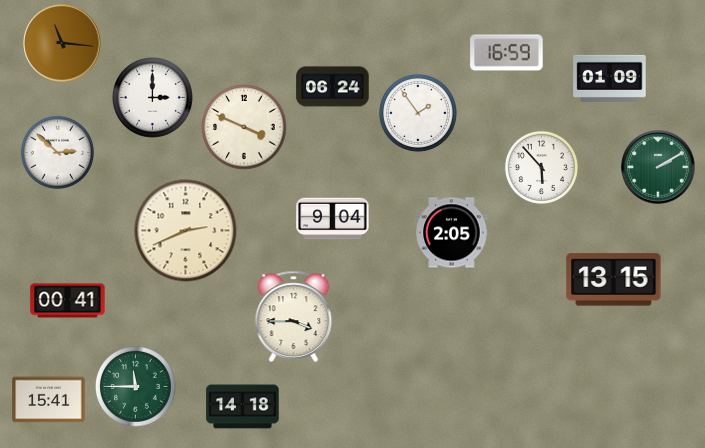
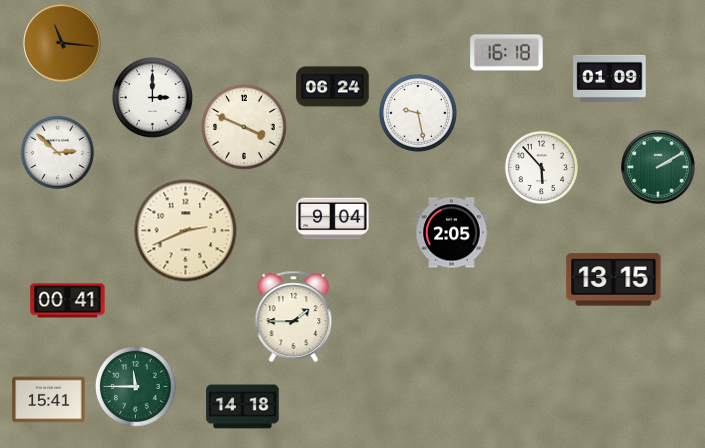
clock at (507, 53): 16:59 -> 16:18
clock at (418, 113): 1:54 -> 9:28
clock at (294, 316): 3:45 -> 1:45
